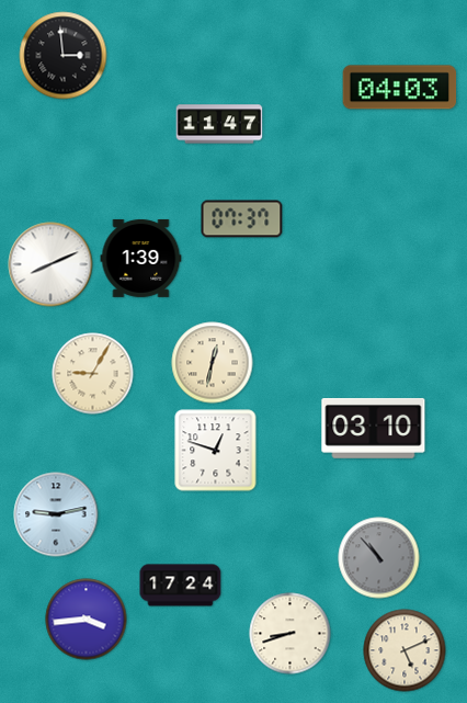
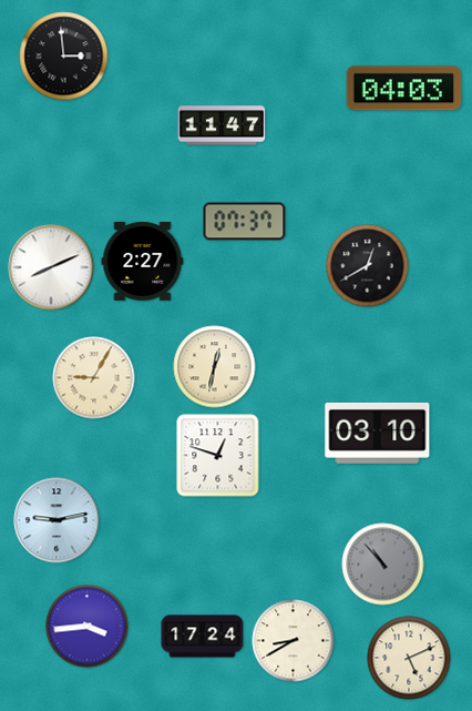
clock at (141, 258): 1:39 -> 2:27
clock at (368, 266): none -> 12:40
clock at (181, 586) position: (181, 586) -> (203, 637)
clock at (291, 634): 8:42 -> 8:40
